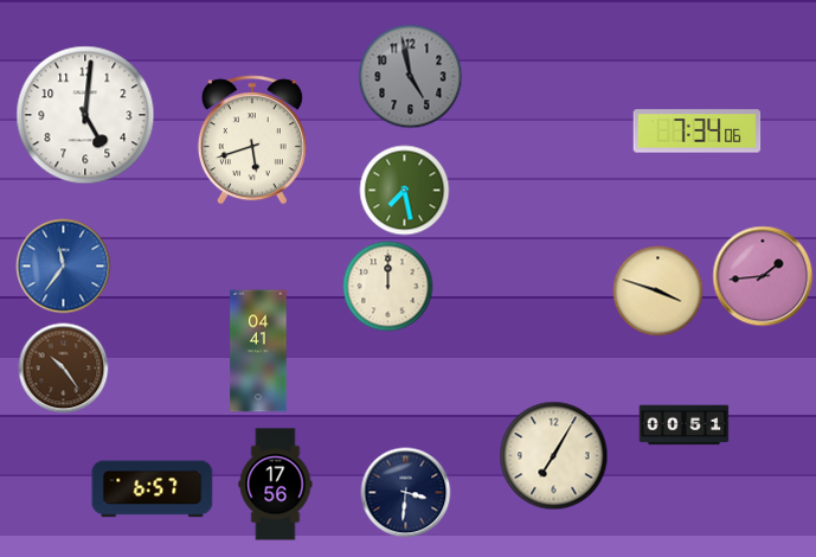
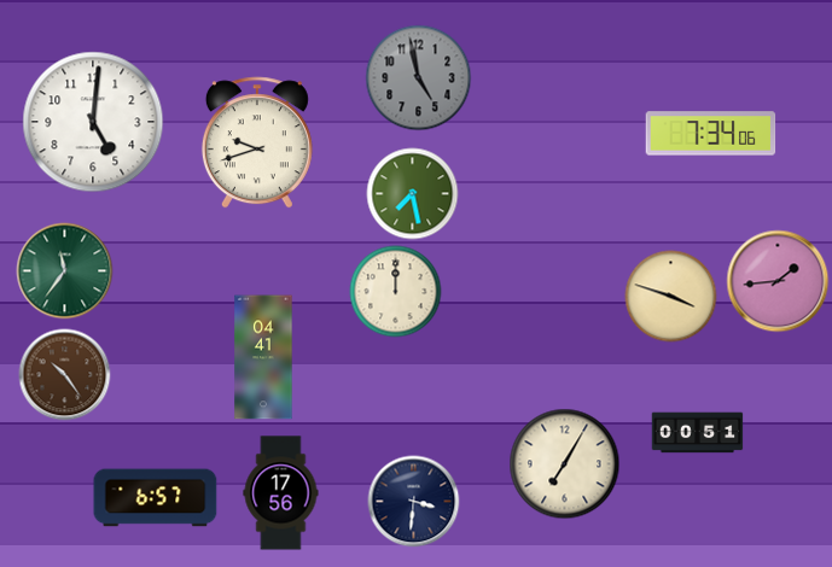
clock at (85, 115) position: (85, 115) -> (93, 122)
clock at (252, 140): 5:42 -> 9:42
clock at (64, 267) dial: blue -> green
